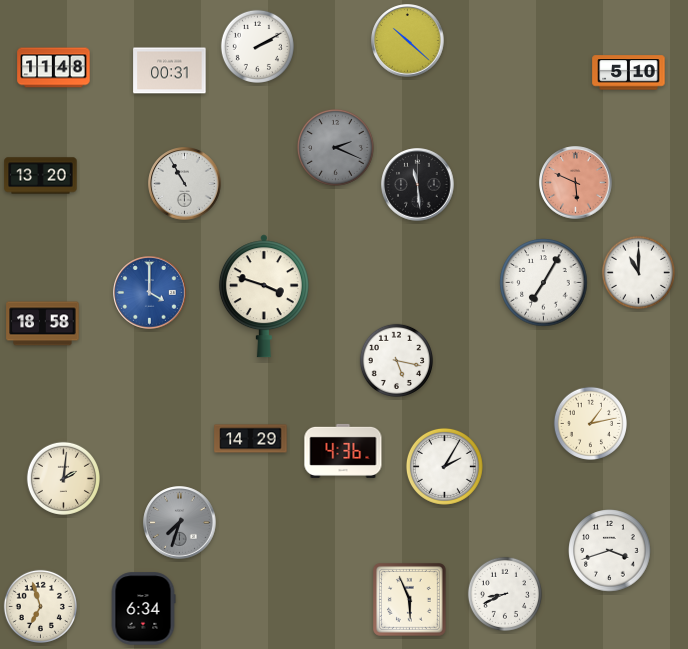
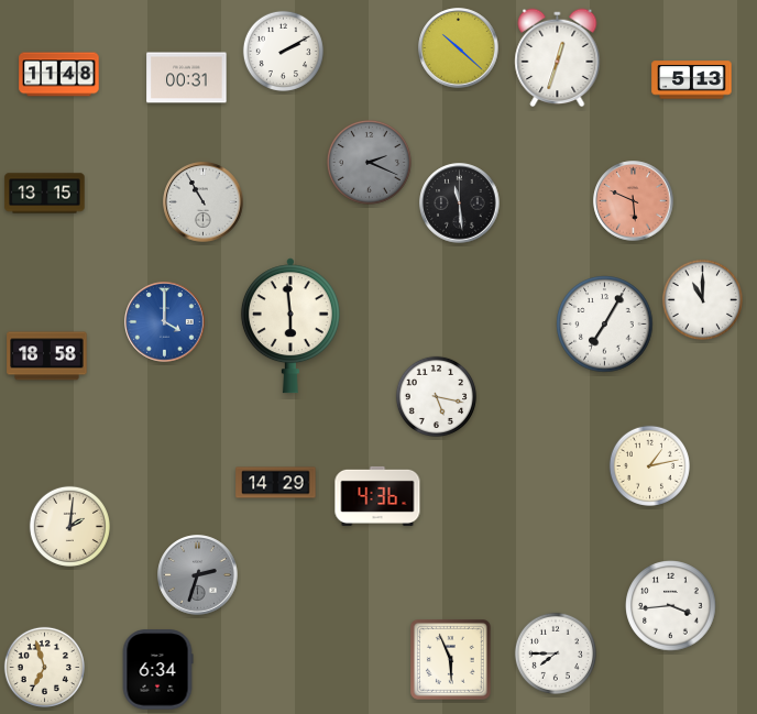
clock at (408, 41) position: (408, 41) -> (459, 48)
clock at (558, 58): none -> 12:33
clock at (629, 73): 5:10 -> 5:13
clock at (41, 176): 13:20 -> 13:15
clock at (544, 283) position: (544, 283) -> (605, 325)
clock at (264, 296): 3:48 -> 5:59
clock at (444, 466): 2:05 -> none
clock at (180, 523): 7:33 -> 2:33
clock at (610, 551): 3:42 -> 3:44
clock at (505, 594): 8:41 -> 7:45
